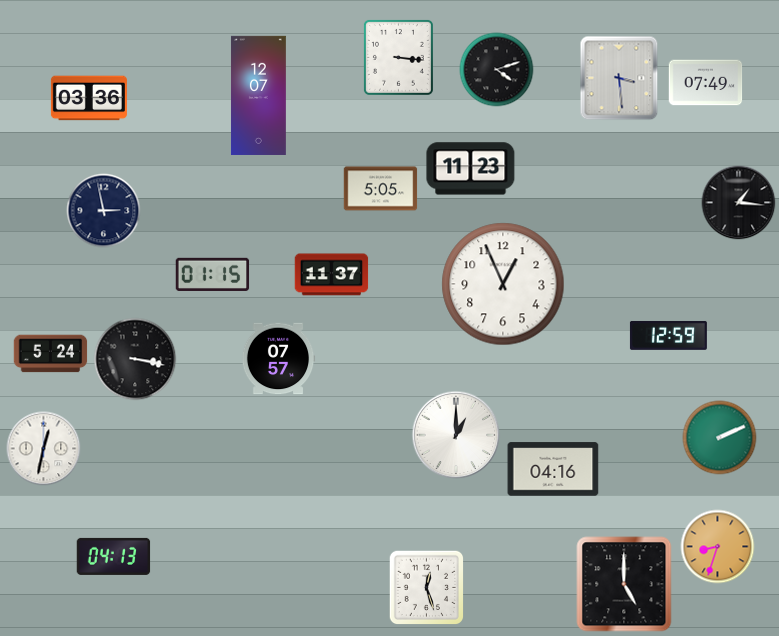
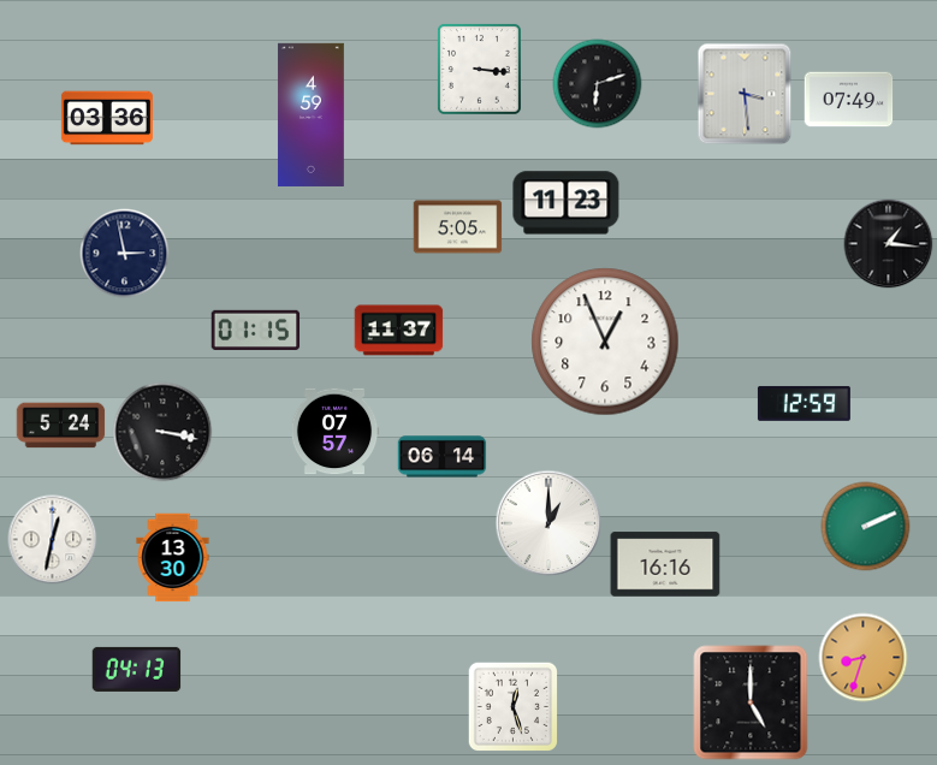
clock at (497, 70): 4:12 -> 6:12
clock at (258, 95): 12:07 -> 4:59
clock at (443, 457): none -> 06:14
clock at (173, 558): none -> 13:30
clock at (553, 469): 04:16 -> 16:16
